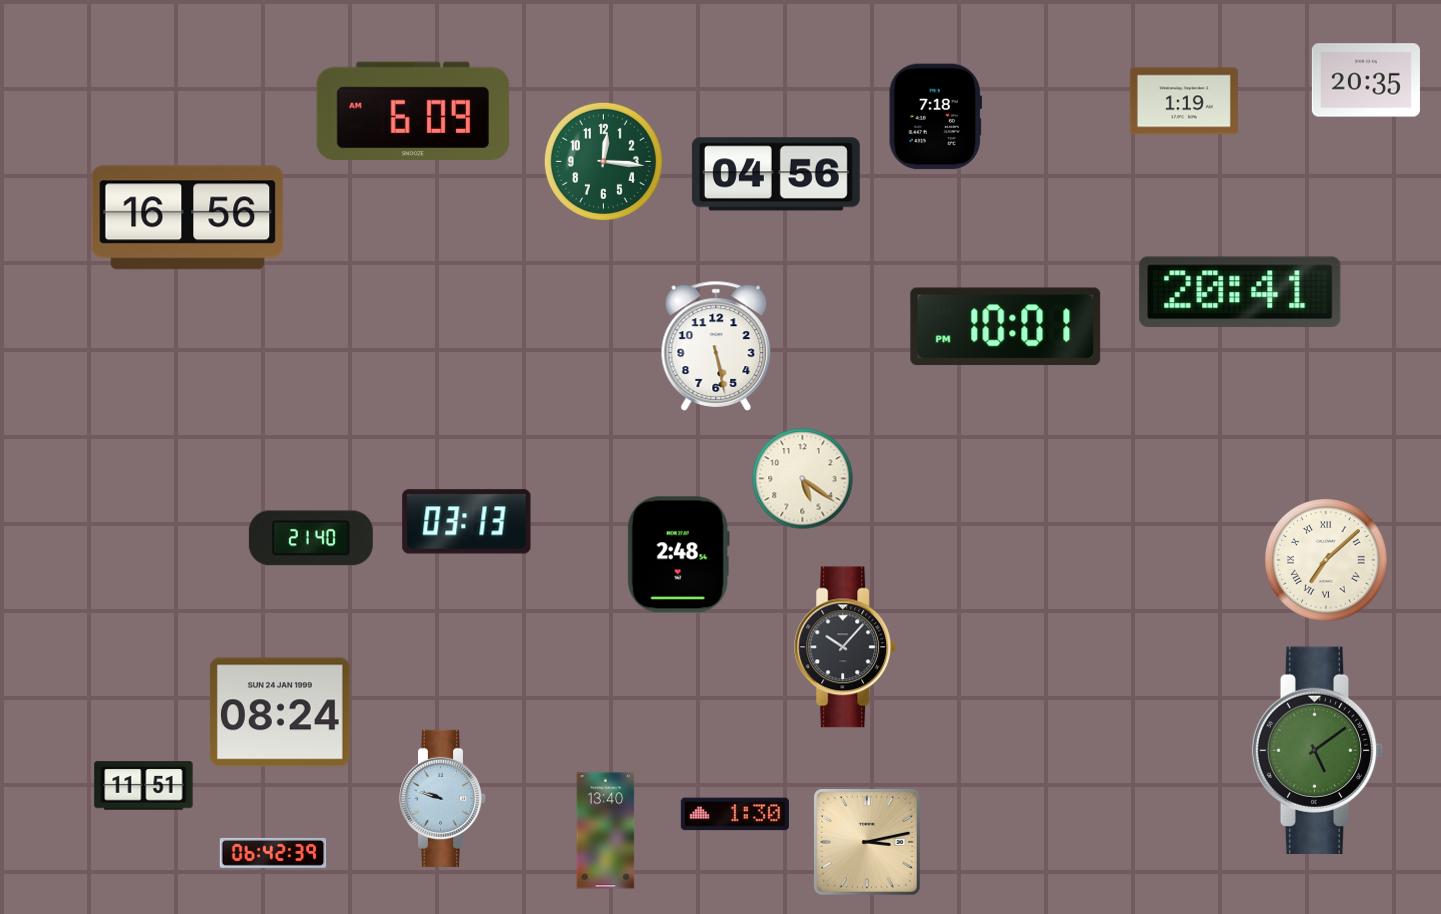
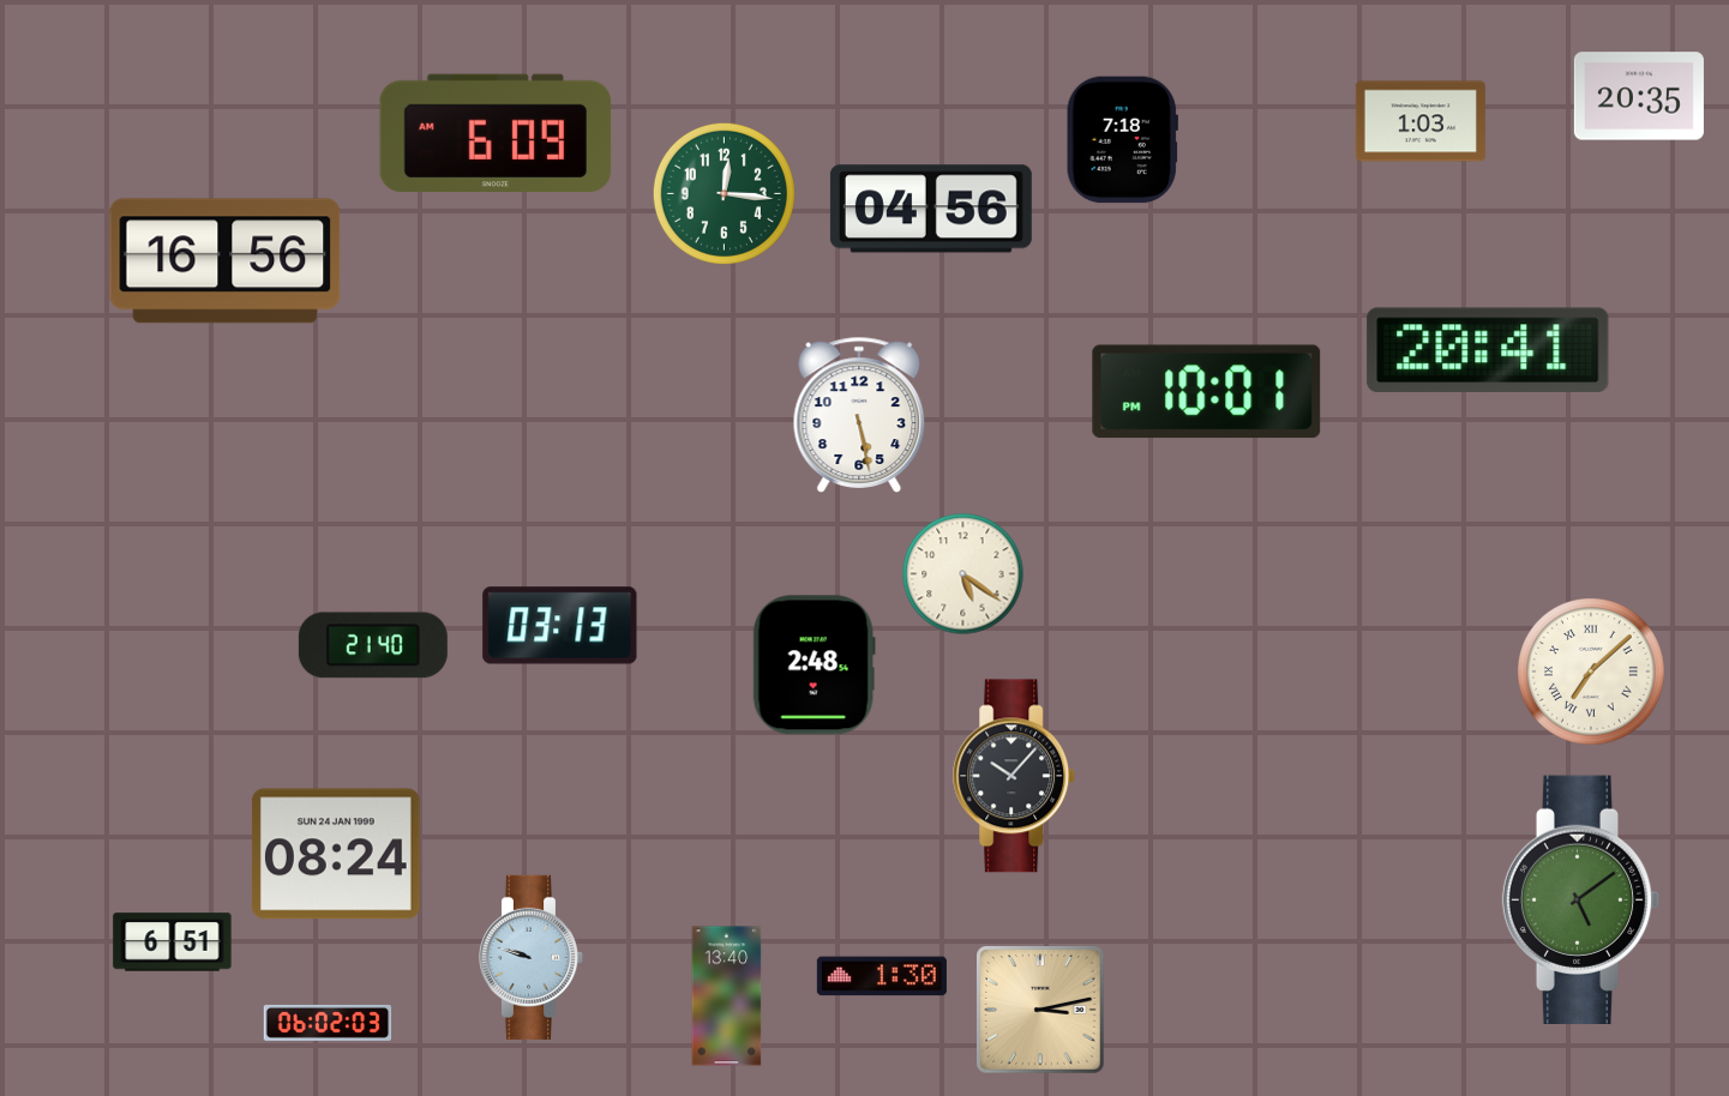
clock at (1184, 101): 1:19 -> 1:03
clock at (144, 786): 11:51 -> 6:51
clock at (273, 853): 06:42 -> 06:02
